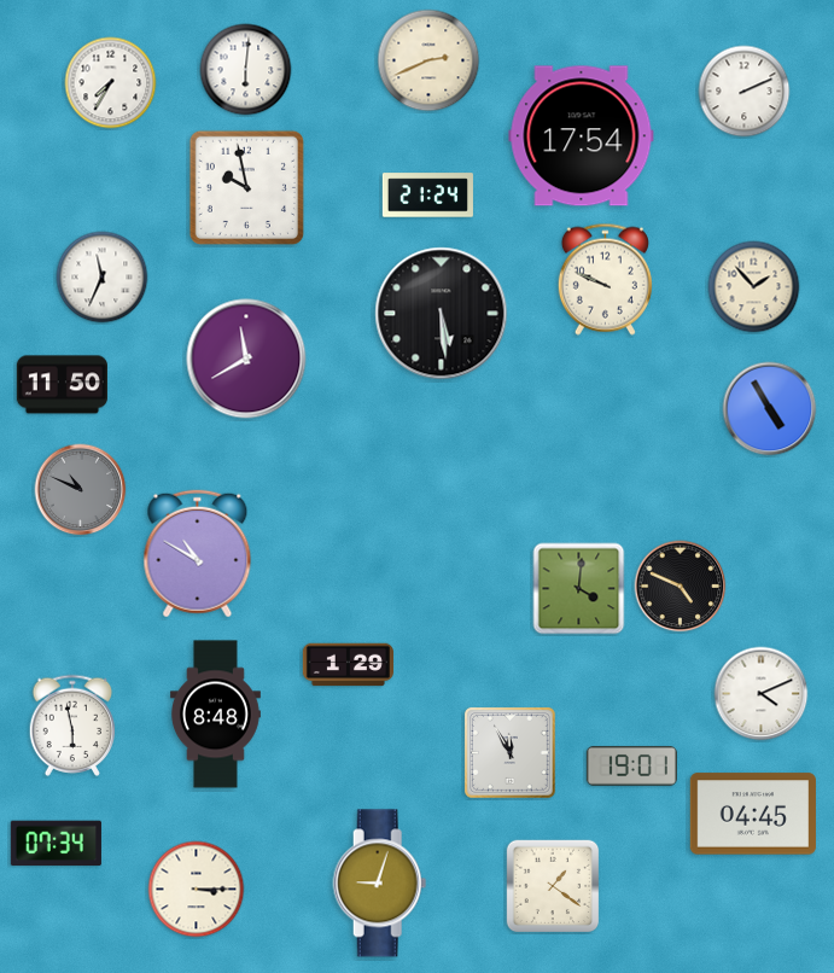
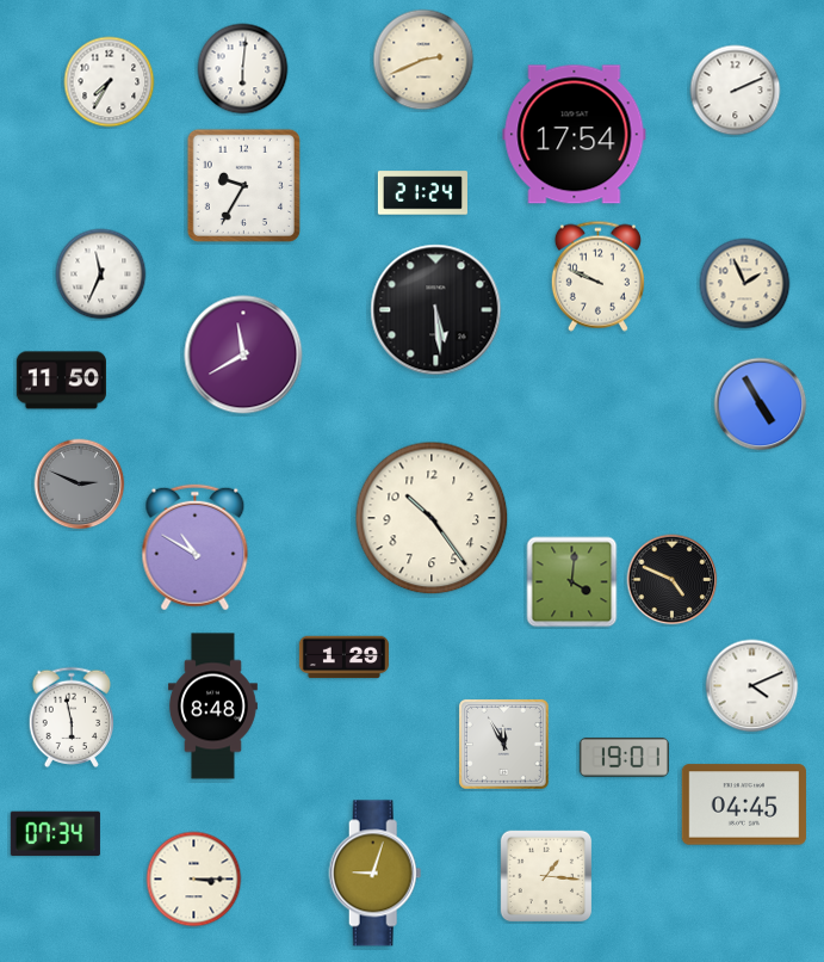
clock at (246, 187): 9:58 -> 9:35
clock at (754, 287): 1:53 -> 1:56
clock at (81, 490): 10:49 -> 2:49
clock at (432, 518): none -> 10:24
clock at (553, 886): 1:21 -> 1:16
